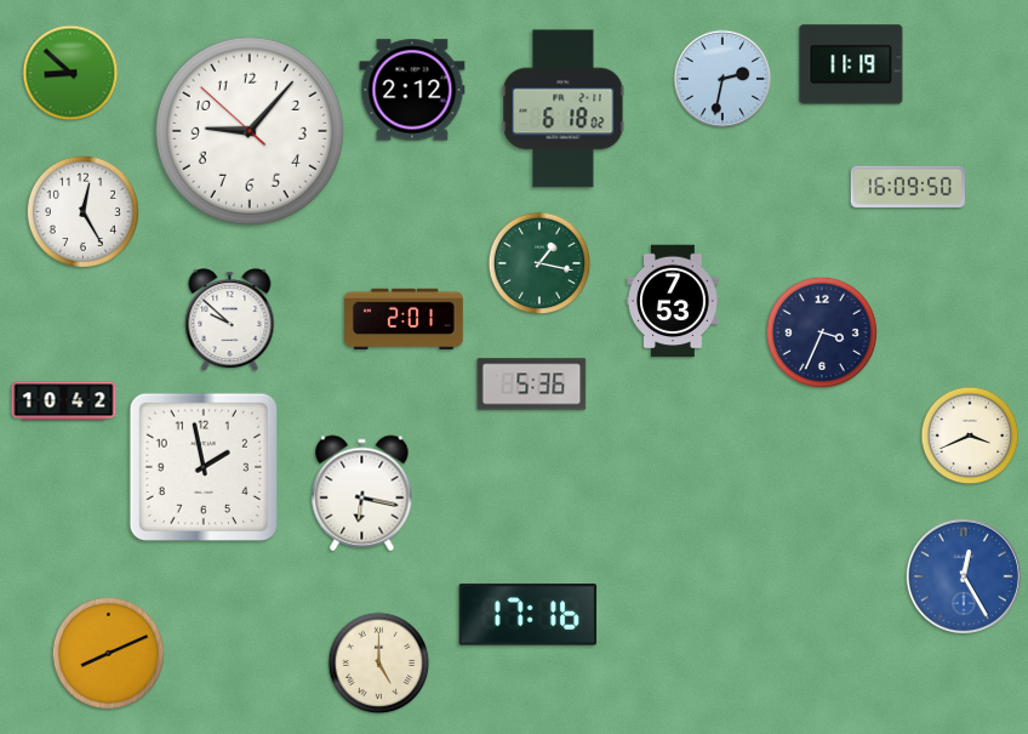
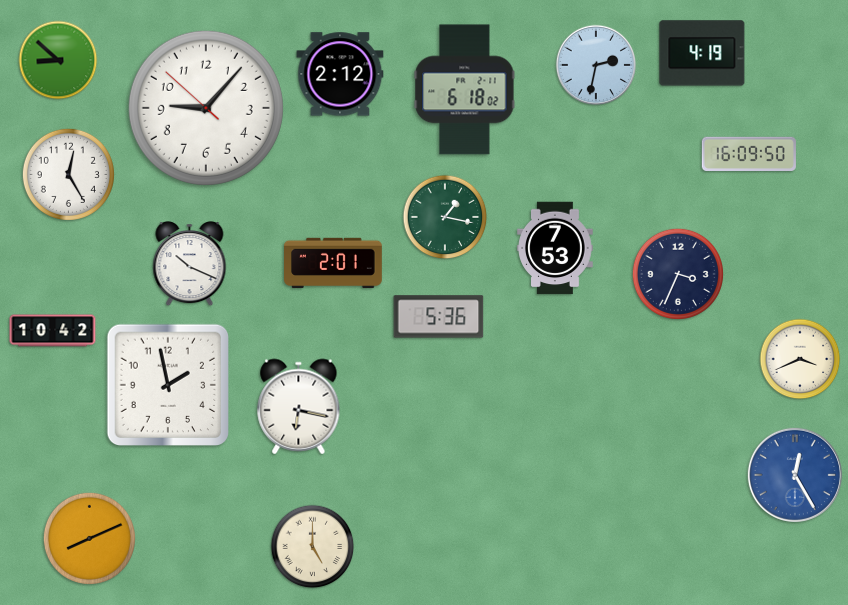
clock at (851, 64): 11:19 -> 4:19
clock at (230, 320): 9:52 -> 10:19
clock at (529, 615): 17:16 -> none
